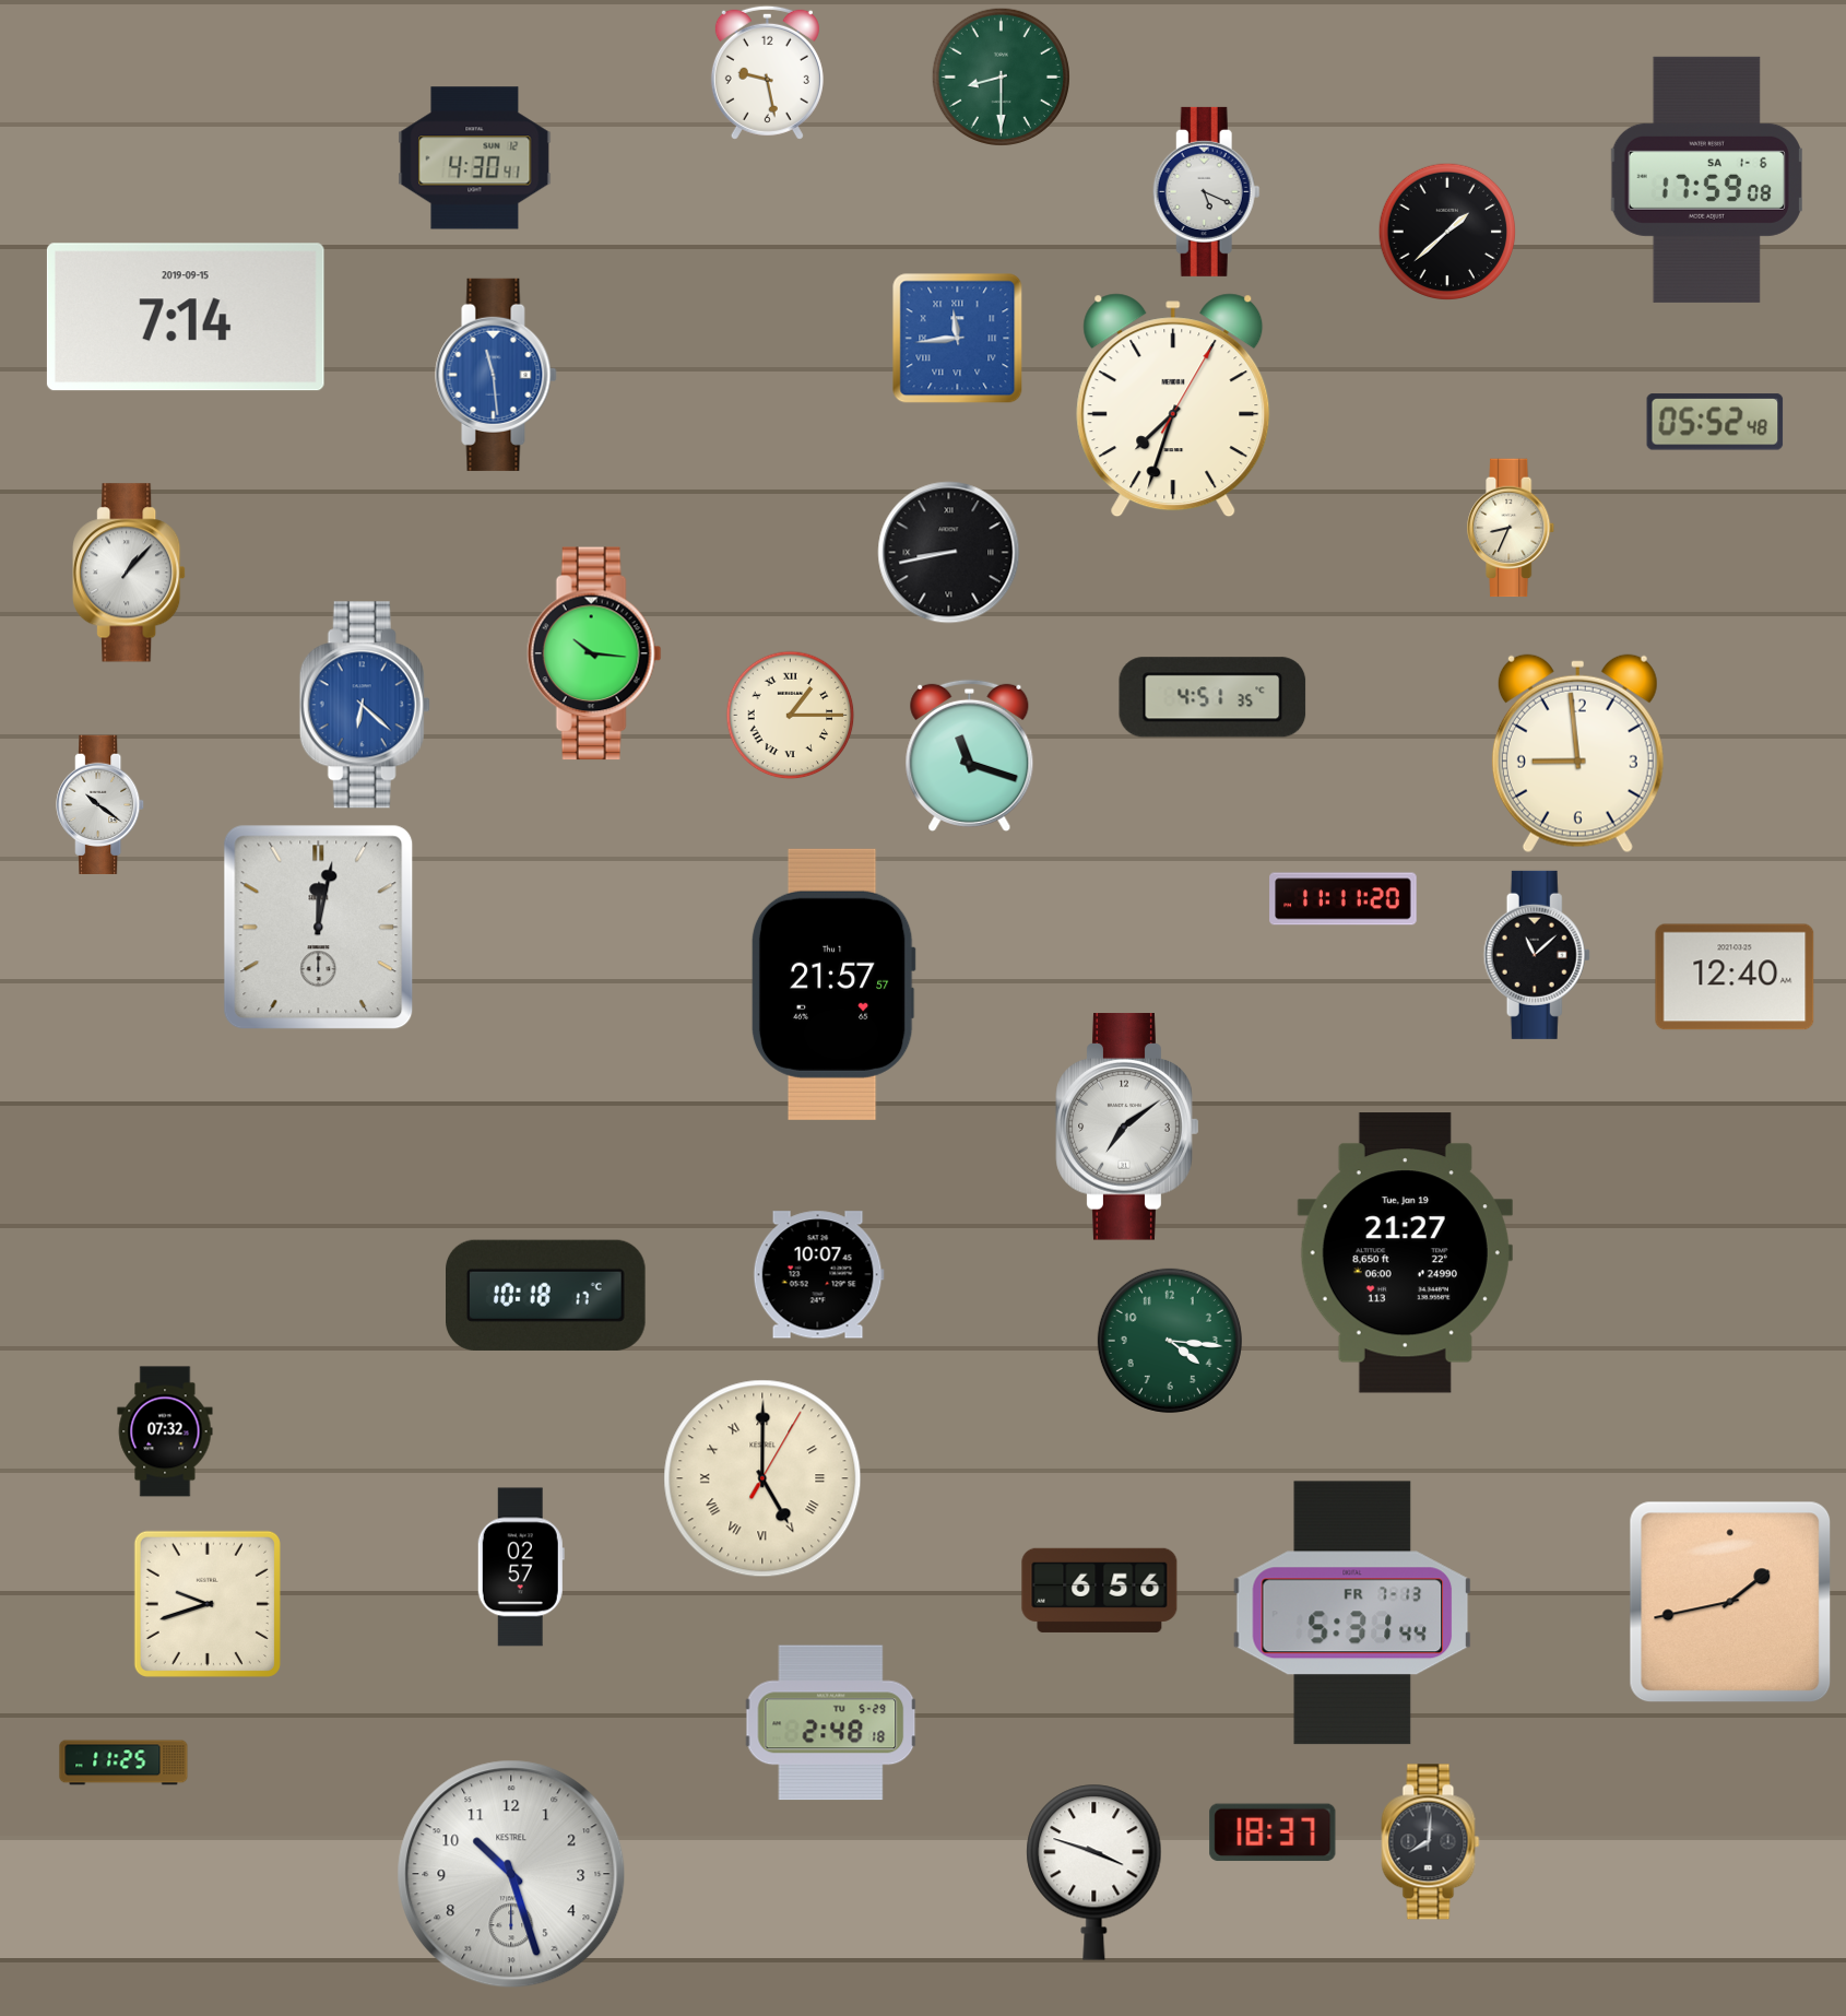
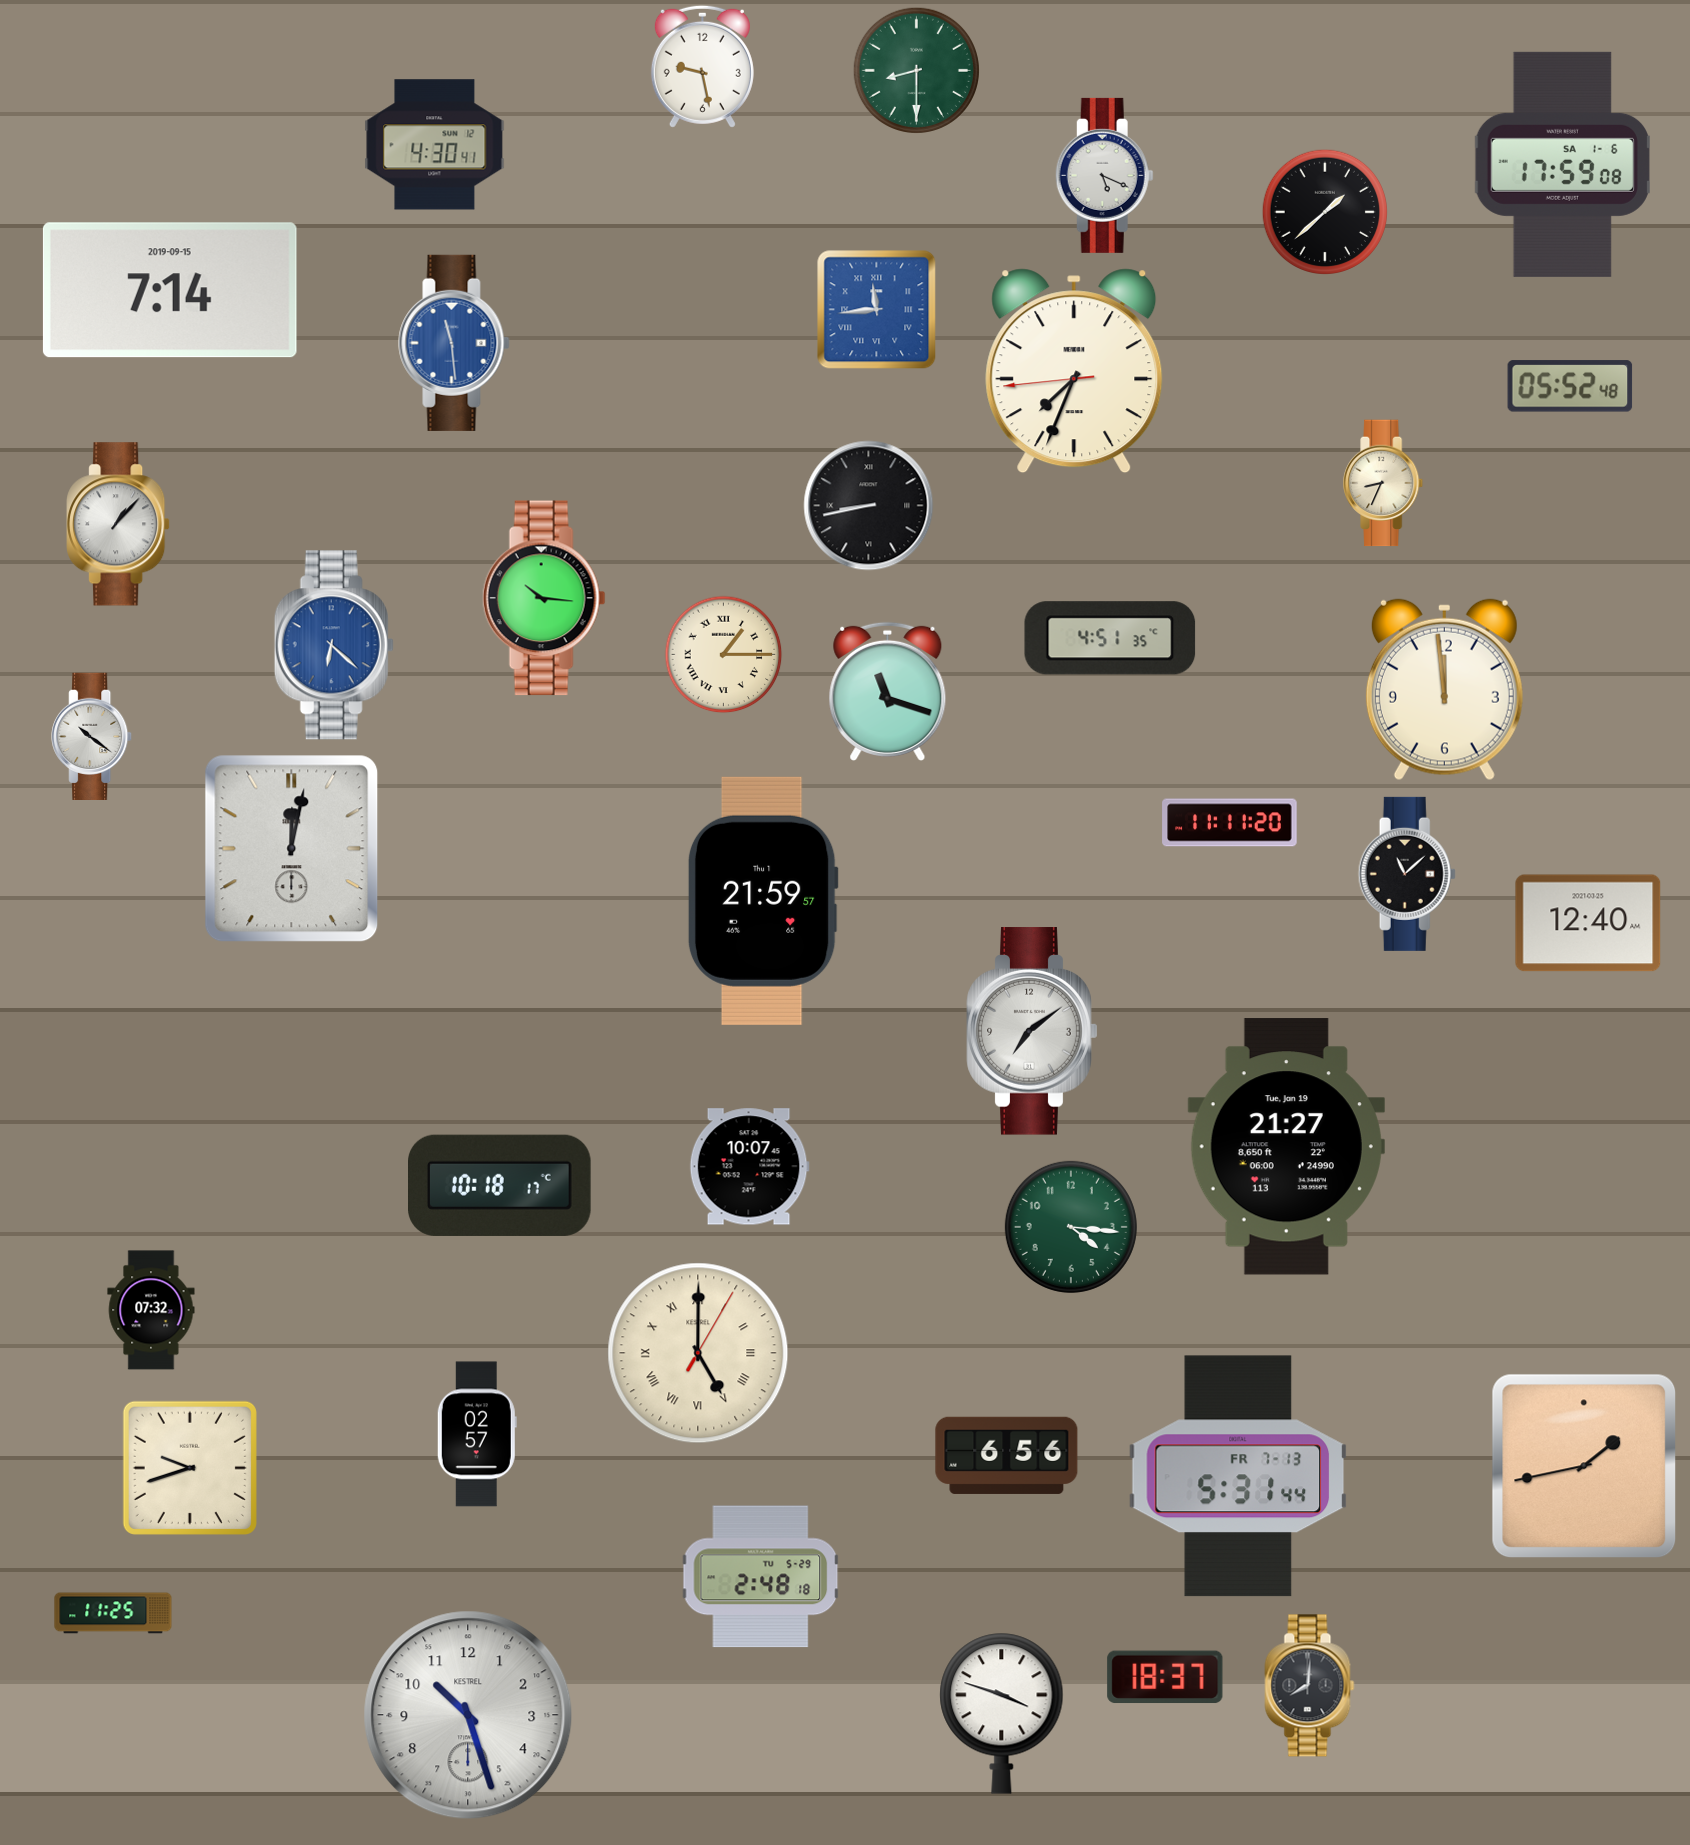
clock at (1173, 405): 7:33:05 -> 7:33:44
clock at (1577, 754): 8:59 -> 11:59
clock at (1735, 977) position: (1735, 977) -> (1588, 923)
clock at (833, 985): 21:57 -> 21:59
